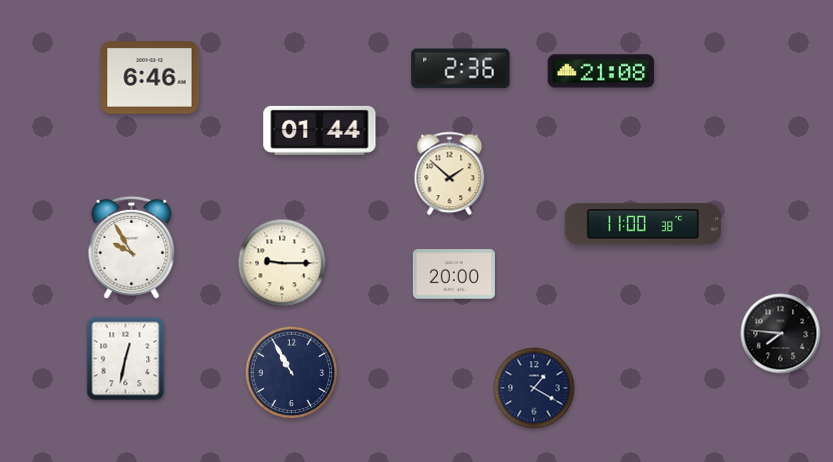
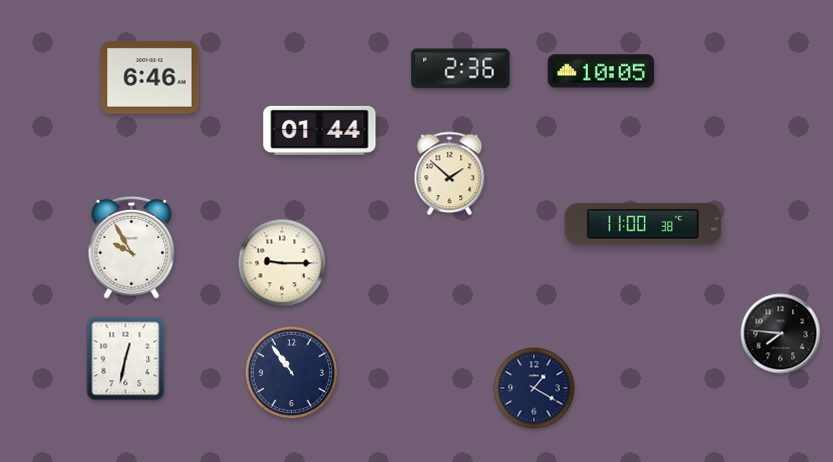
clock at (600, 71): 21:08 -> 10:05
clock at (454, 274): 20:00 -> none
clock at (292, 373): 10:55 -> 10:54
